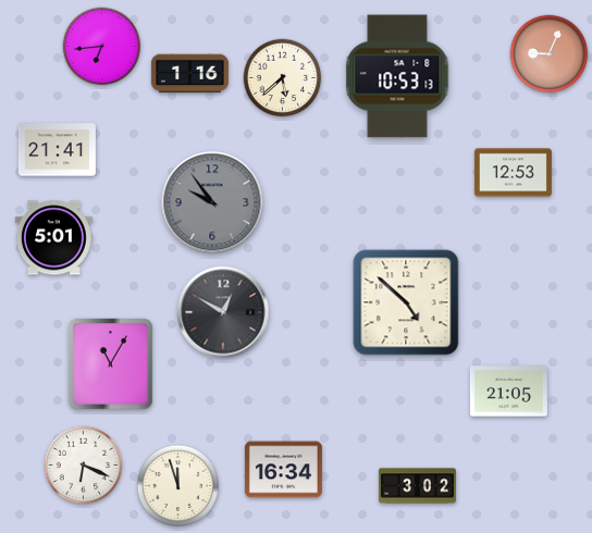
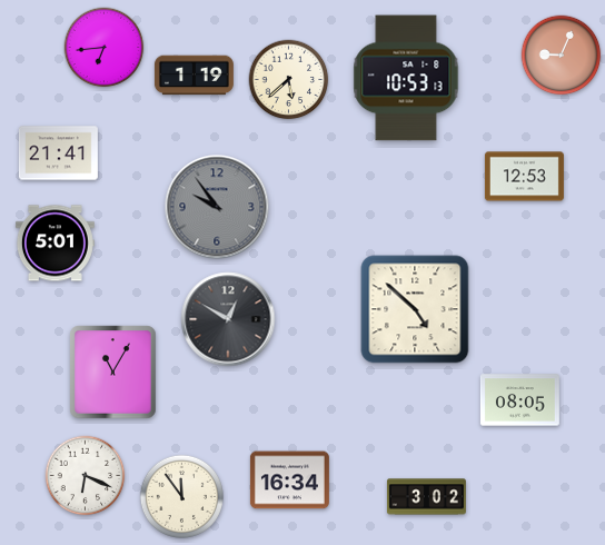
clock at (189, 74): 1:16 -> 1:19
clock at (508, 392): 21:05 -> 08:05
clock at (177, 485): 11:57 -> 11:54
